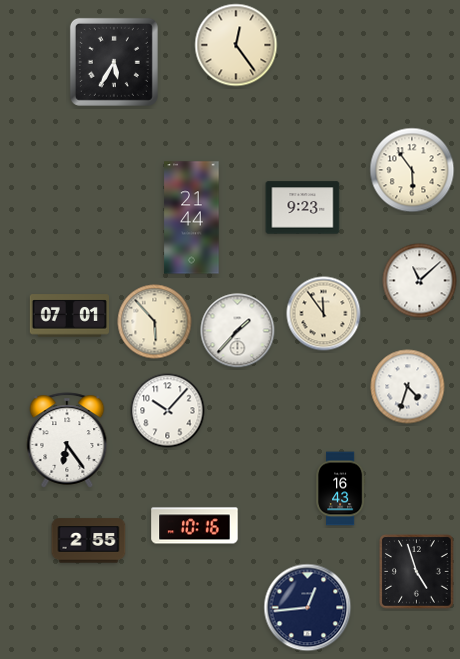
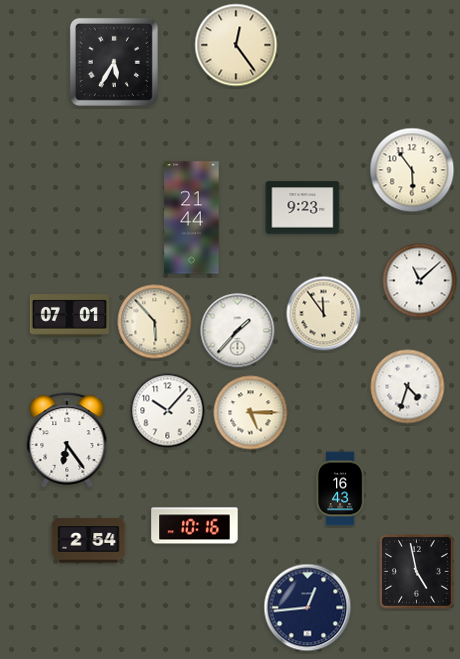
clock at (251, 413): none -> 5:15
clock at (89, 541): 2:55 -> 2:54
clock at (417, 572): 4:57 -> 4:58
